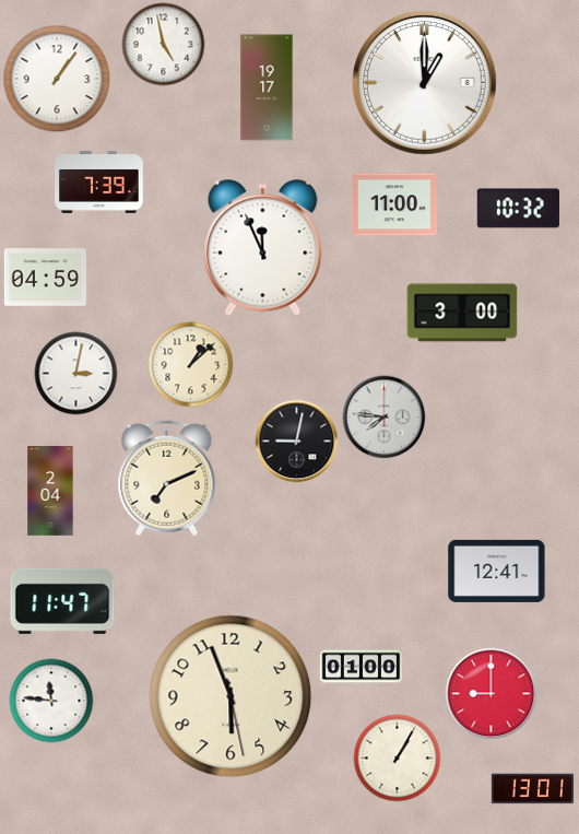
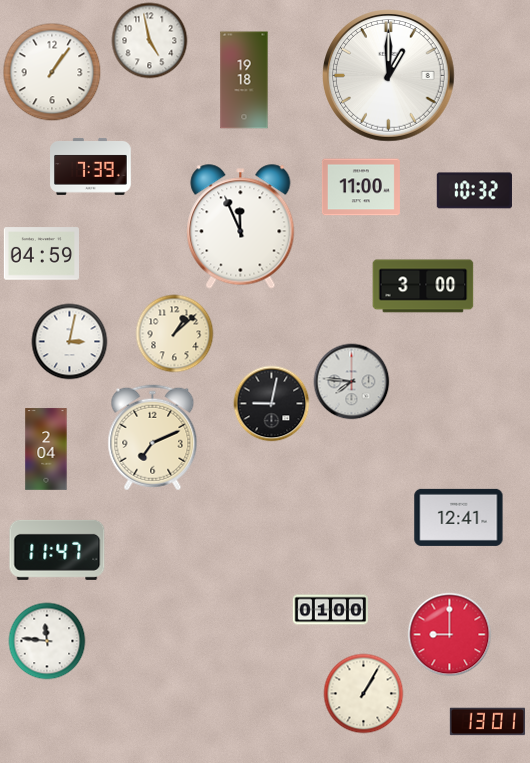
clock at (267, 87): 19:17 -> 19:18
clock at (497, 571) position: (497, 571) -> (459, 517)
clock at (231, 696): 5:56 -> none
